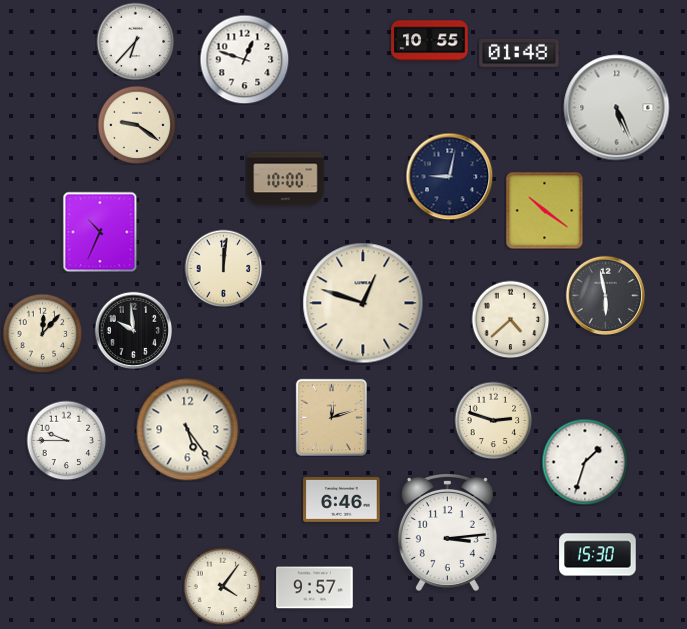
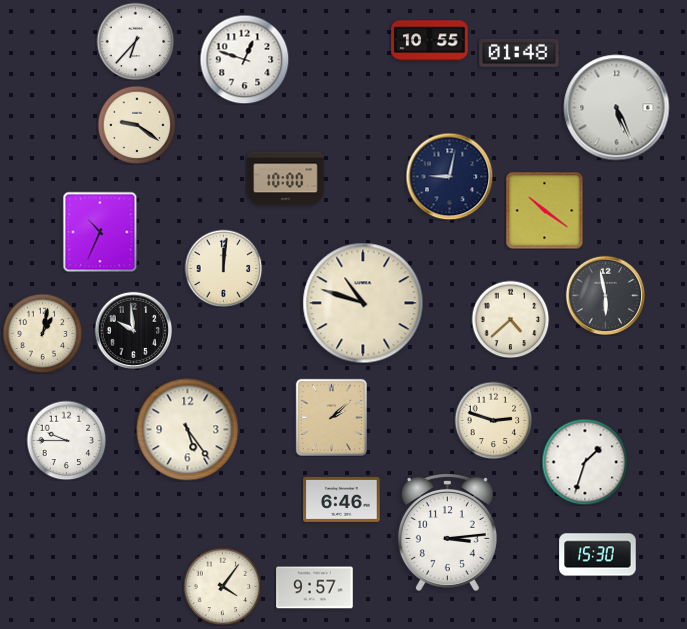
clock at (363, 303): 12:48 -> 10:48
clock at (42, 333): 12:07 -> 1:02
clock at (331, 417): 12:12 -> 2:08
